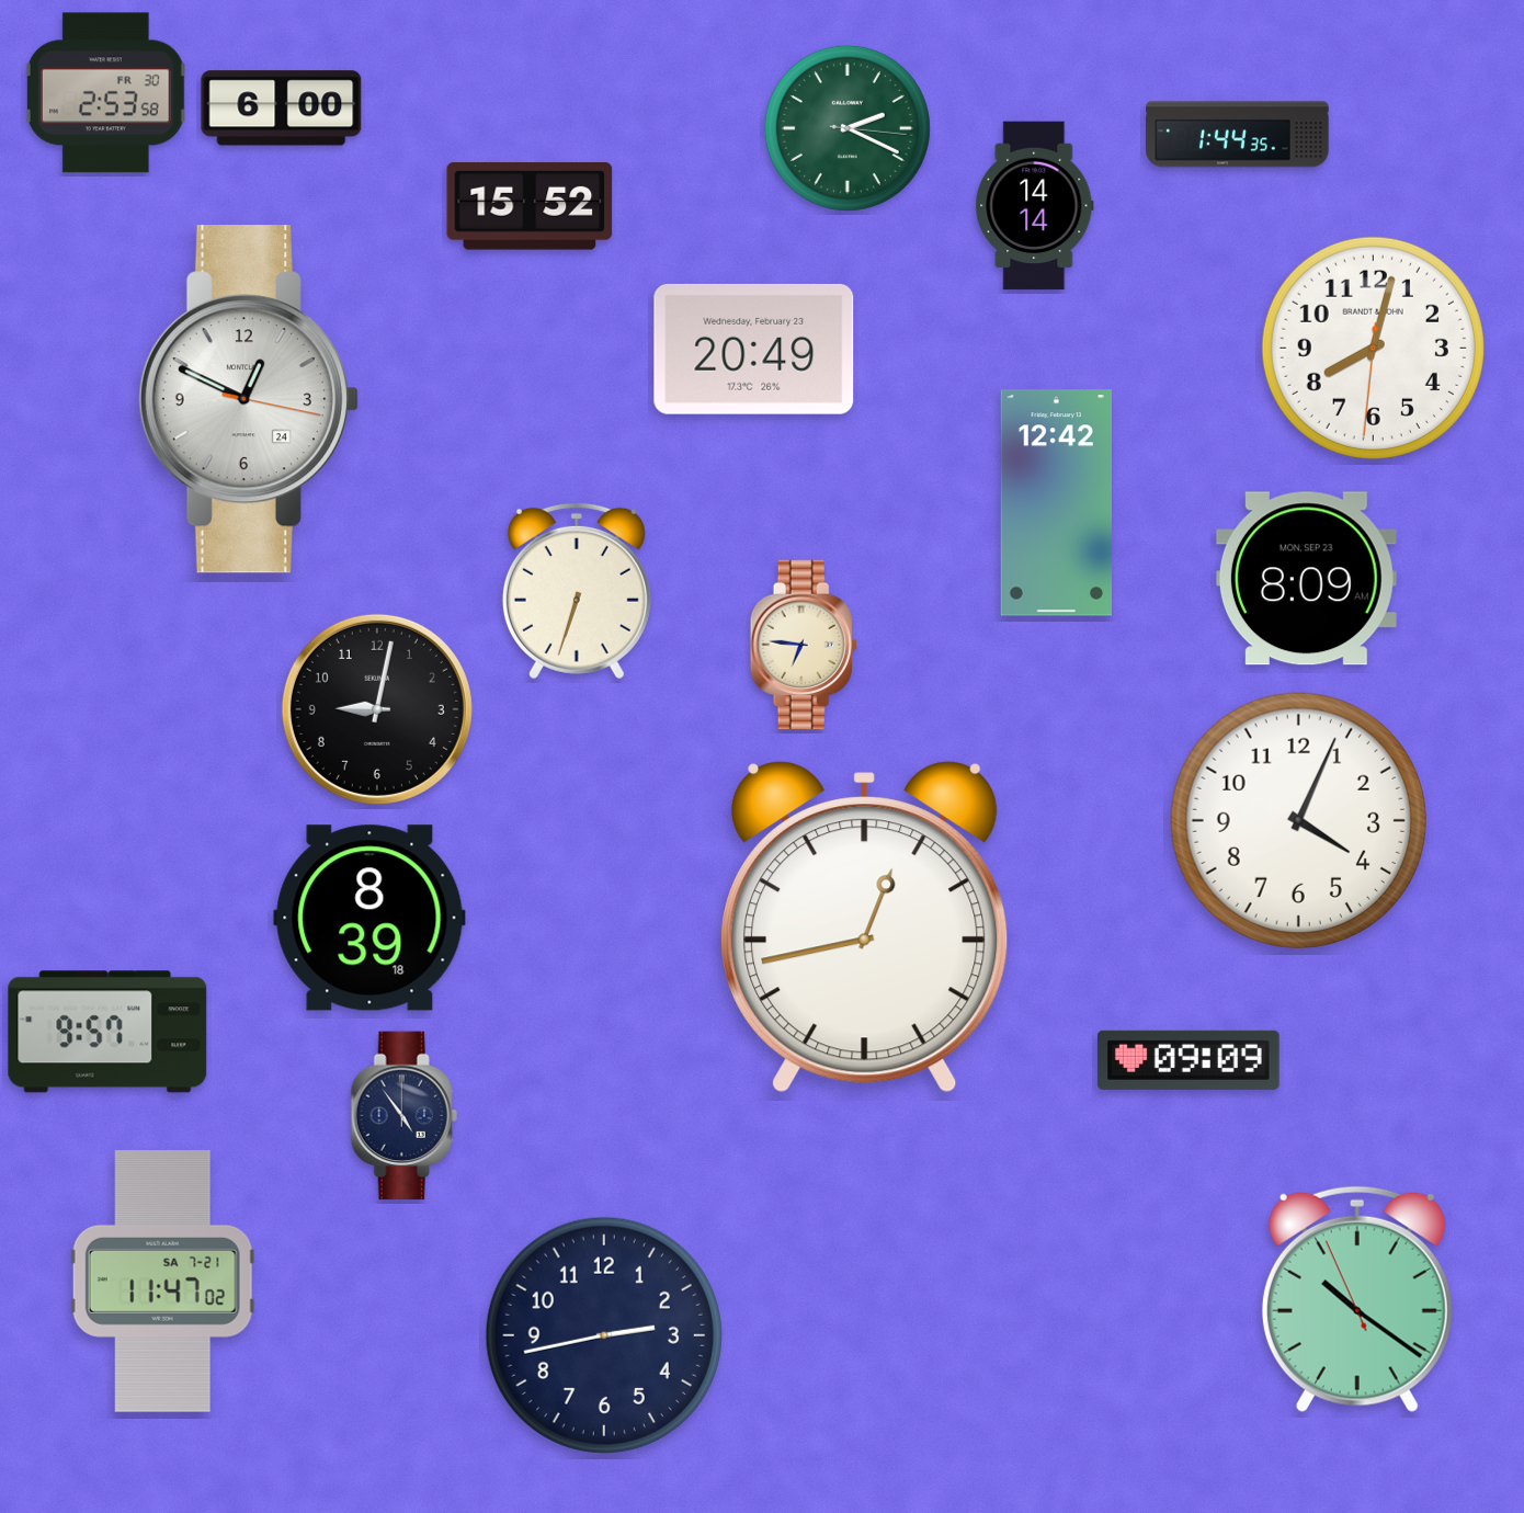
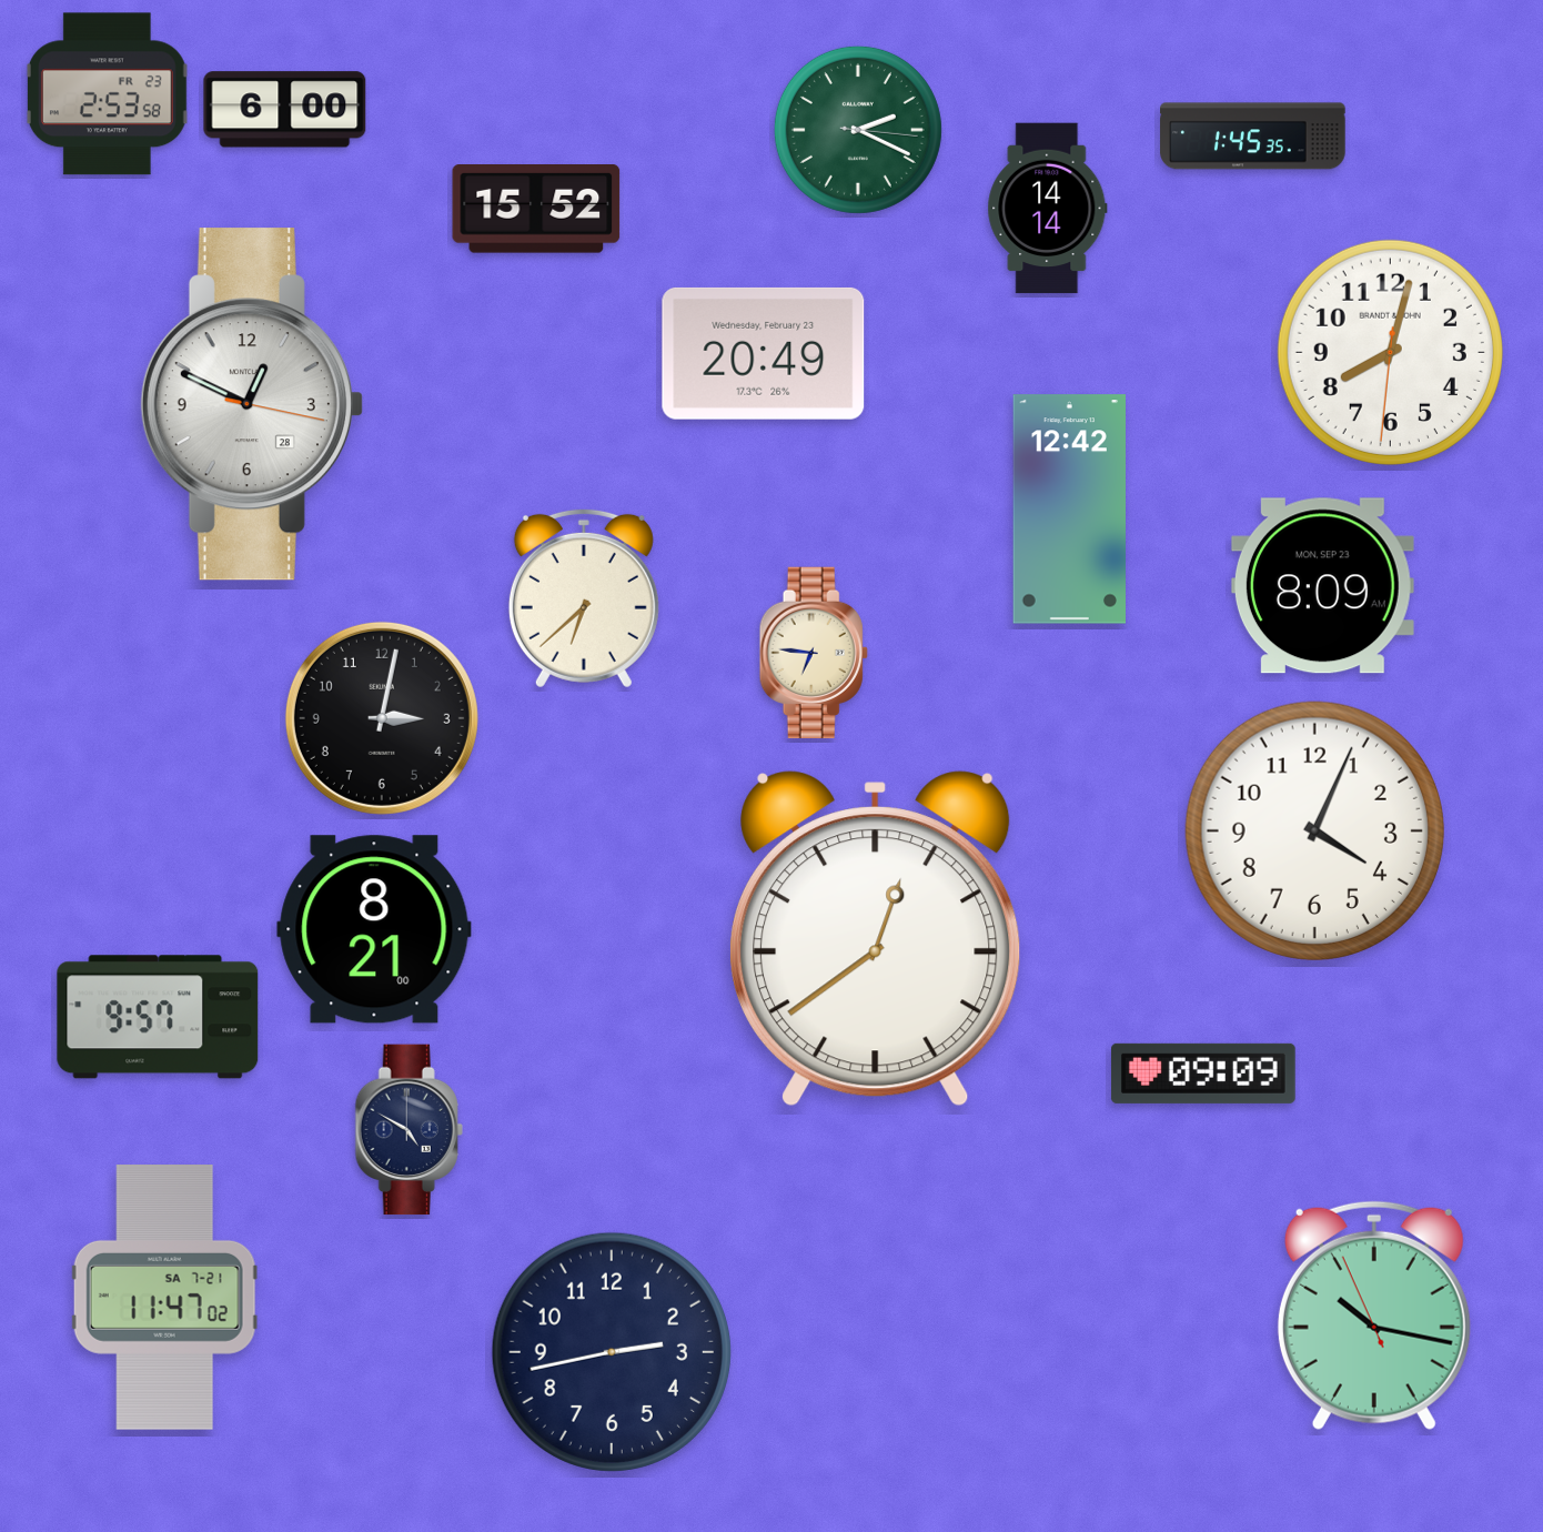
clock at (105, 93) date: FR 30 -> FR 23
clock at (1238, 135): 1:44 -> 1:45
clock at (249, 399) date: 24 -> 28
clock at (577, 591): 6:33 -> 6:38
clock at (377, 709): 9:02 -> 3:02
clock at (369, 918): 8:39 -> 8:21
clock at (865, 928): 12:43 -> 12:39
clock at (107, 1032) position: (107, 1032) -> (158, 1017)
clock at (403, 1116): 4:54 -> 4:50
clock at (1357, 1299): 10:20 -> 10:16
